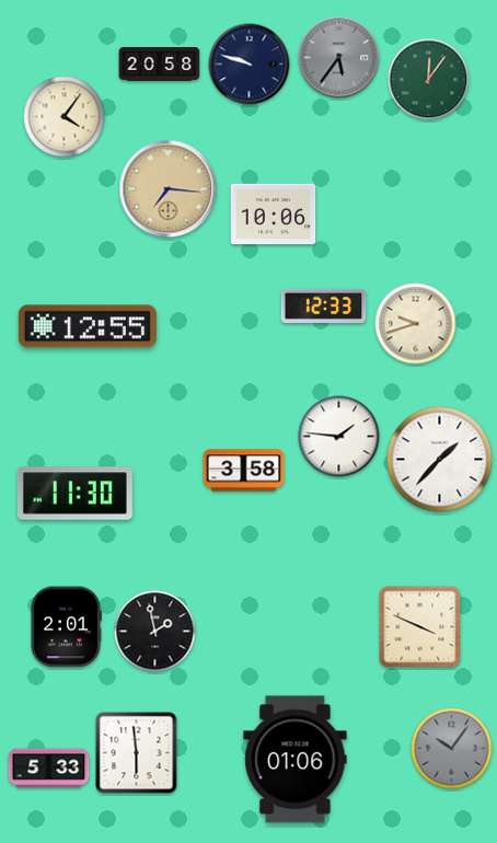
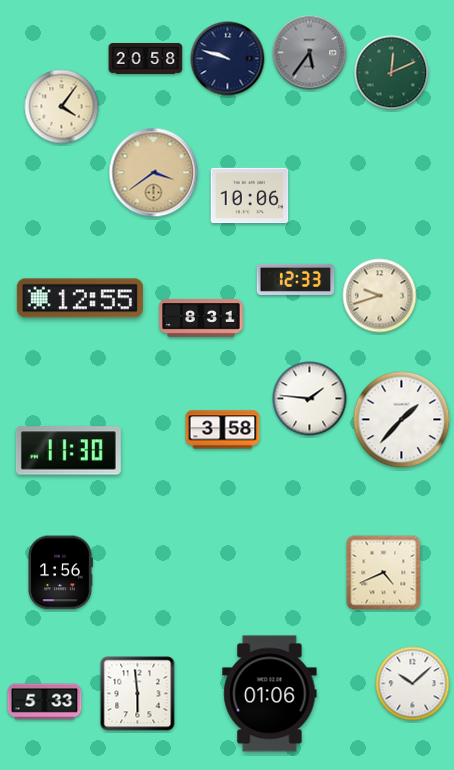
clock at (429, 80): 12:06 -> 12:11
clock at (65, 117) position: (65, 117) -> (62, 107)
clock at (169, 189): 7:16 -> 3:39
clock at (201, 319): none -> 8:31
clock at (66, 627): 2:01 -> 1:56
clock at (420, 627): 3:49 -> 4:41
clock at (155, 632): 1:58 -> none
clock at (452, 749): 10:06 -> 10:08
clock at (452, 749) dial: grey -> white
clock at (137, 753) position: (137, 753) -> (138, 694)
